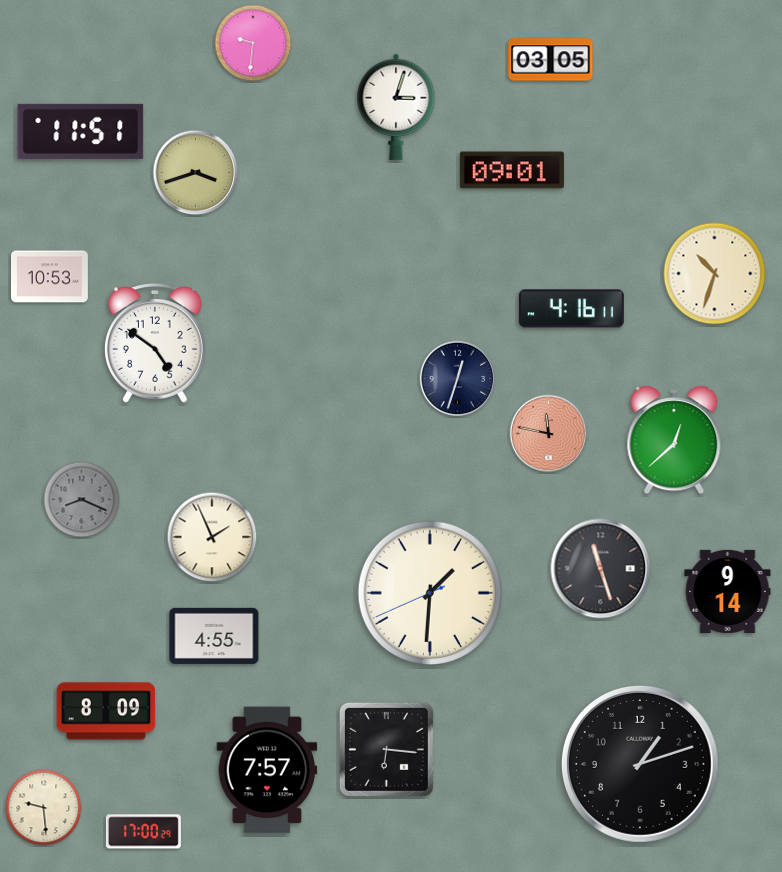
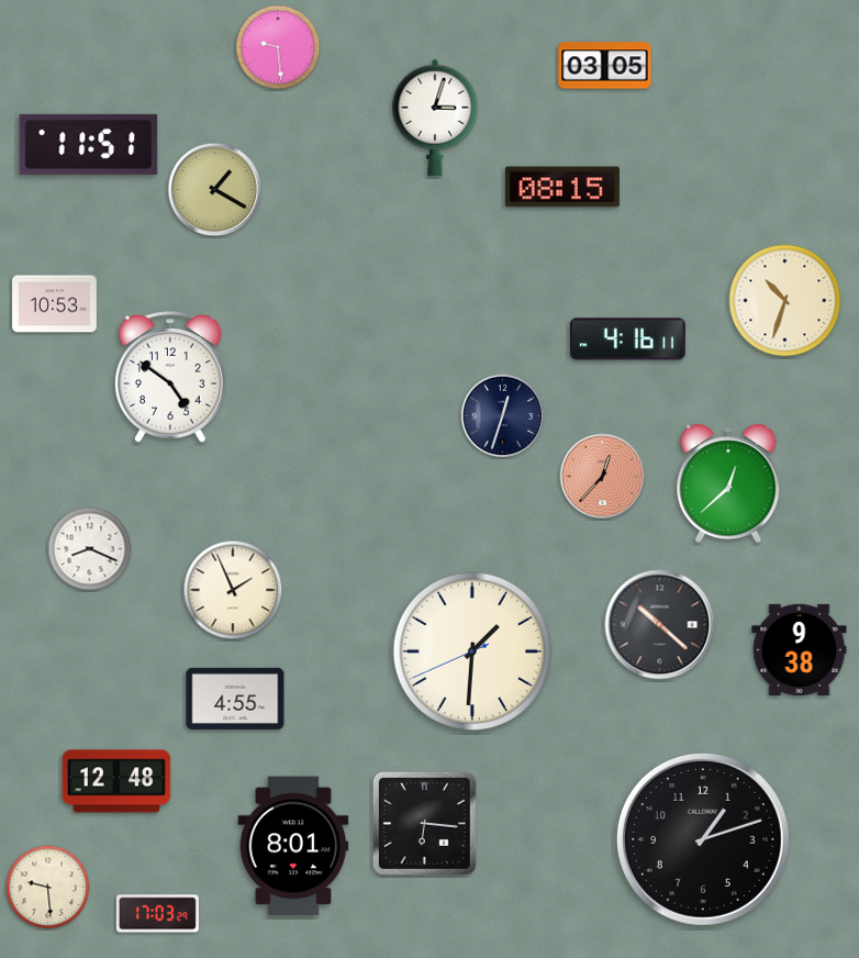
clock at (253, 43): 9:31 -> 9:29
clock at (512, 170): 09:01 -> 08:15
clock at (196, 173): 3:42 -> 1:20
clock at (549, 434): 11:47 -> 12:37
clock at (674, 440) position: (674, 440) -> (728, 483)
clock at (82, 500) dial: grey -> white
clock at (601, 569): 11:27 -> 10:22
clock at (728, 591): 9:14 -> 9:38
clock at (106, 711): 8:09 -> 12:48
clock at (267, 770): 7:57 -> 8:01
clock at (143, 832): 17:00 -> 17:03
